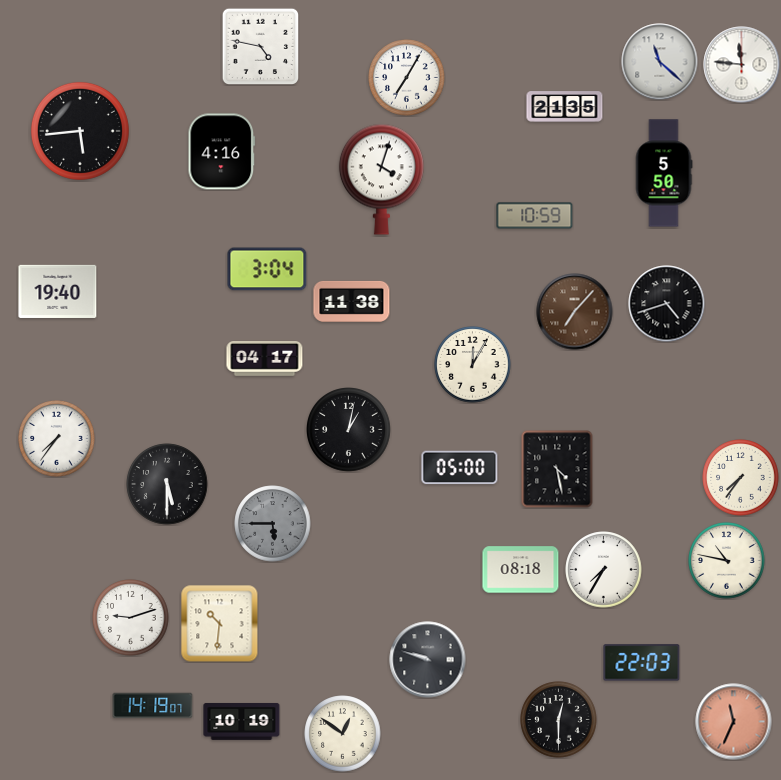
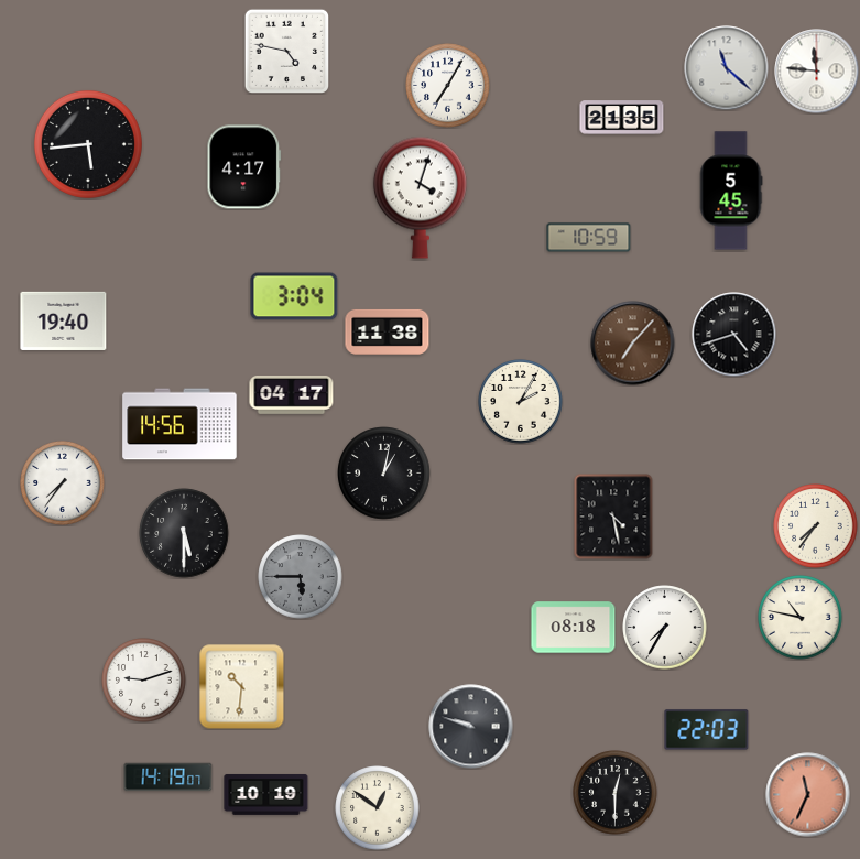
clock at (222, 152): 4:16 -> 4:17
clock at (664, 173): 5:50 -> 5:45
clock at (473, 365): 12:05 -> 2:05
clock at (179, 424): none -> 14:56
clock at (460, 468): 05:00 -> none
